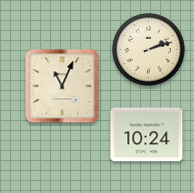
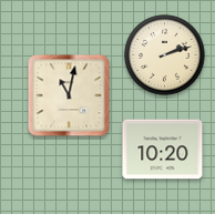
clock at (62, 86): 11:04 -> 11:02
clock at (147, 135): 10:24 -> 10:20
